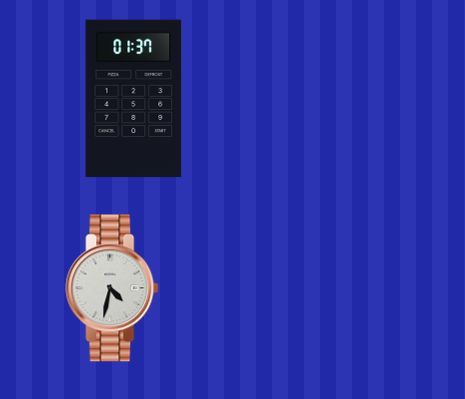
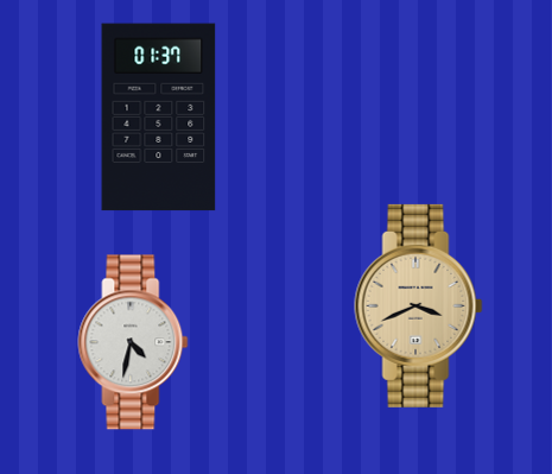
clock at (419, 305): none -> 3:41
